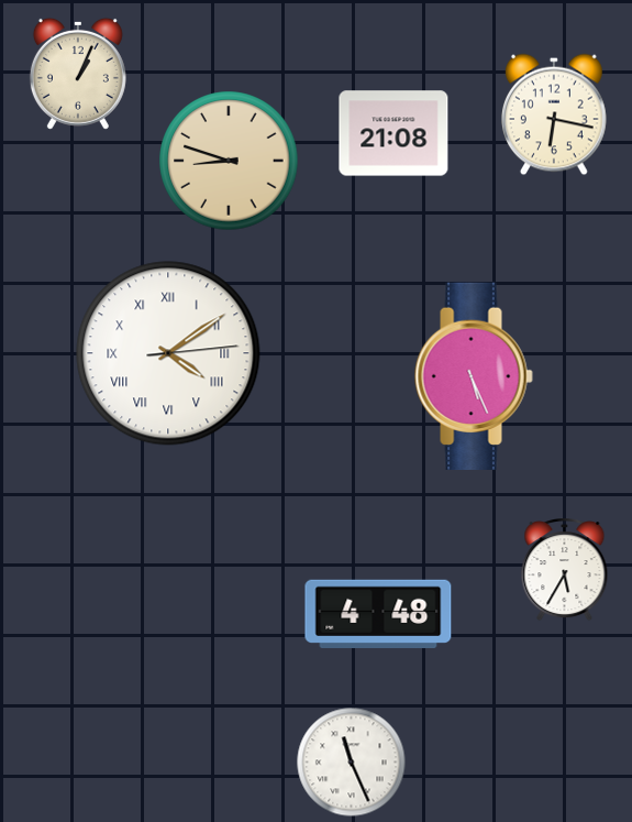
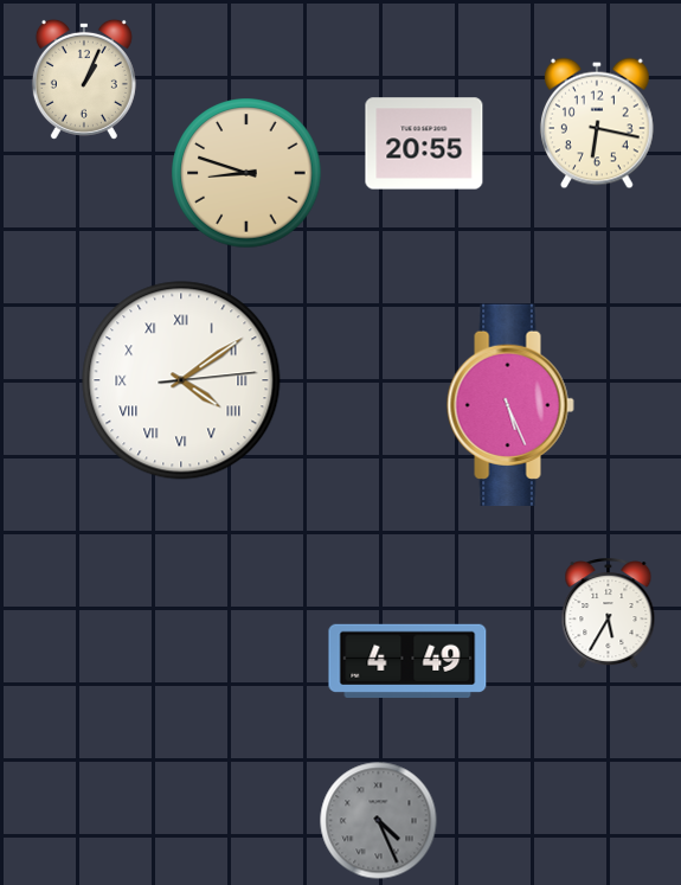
clock at (393, 133): 21:08 -> 20:55
clock at (378, 613): 4:48 -> 4:49
clock at (352, 763): 11:26 -> 4:26
clock at (352, 763) dial: white -> grey
